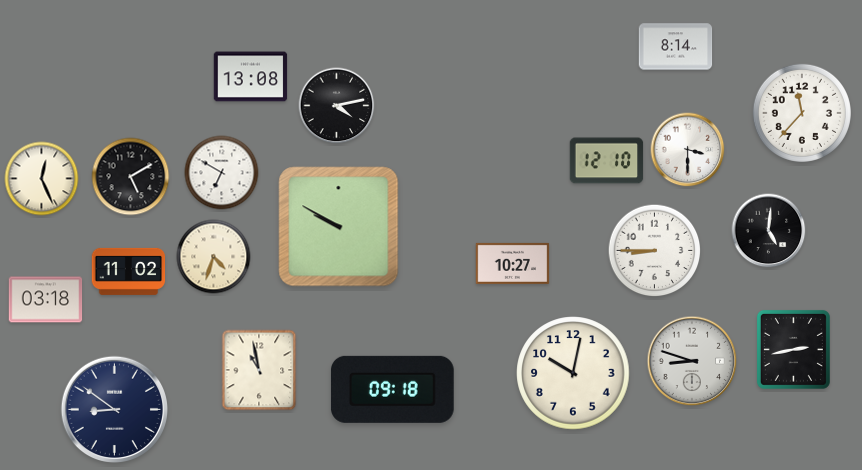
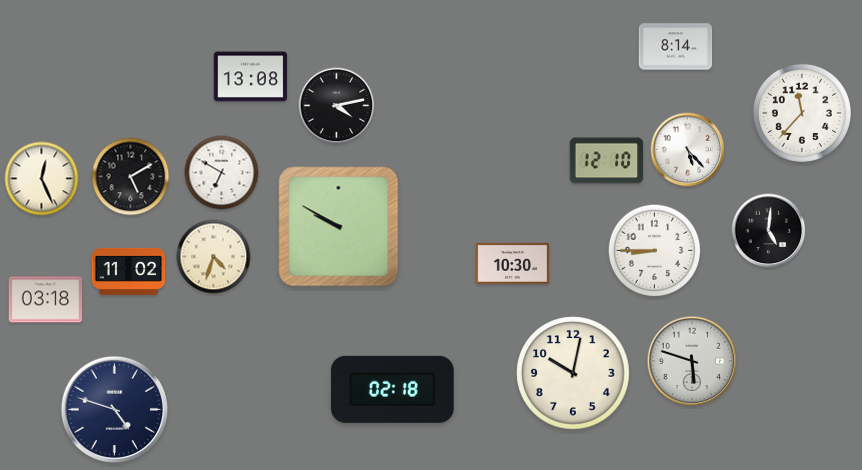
clock at (688, 150): 3:30 -> 5:23
clock at (513, 263): 10:27 -> 10:30
clock at (793, 349): 2:43 -> none
clock at (692, 361): 8:48 -> 5:48
clock at (259, 370): 10:58 -> none
clock at (392, 389): 09:18 -> 02:18
clock at (114, 409): 8:51 -> 4:48
